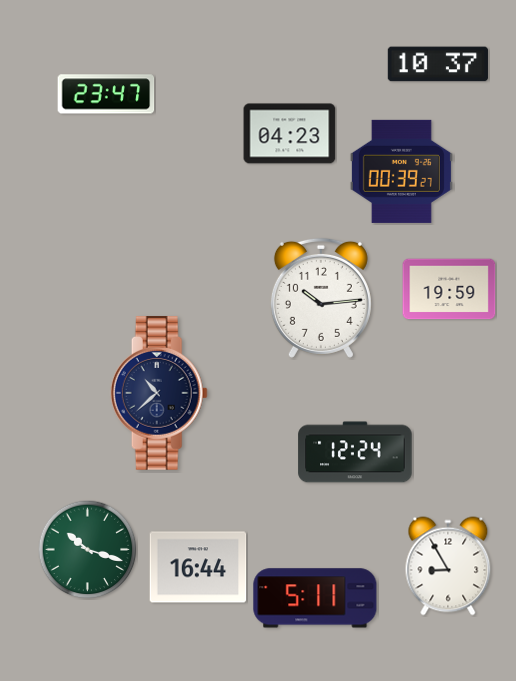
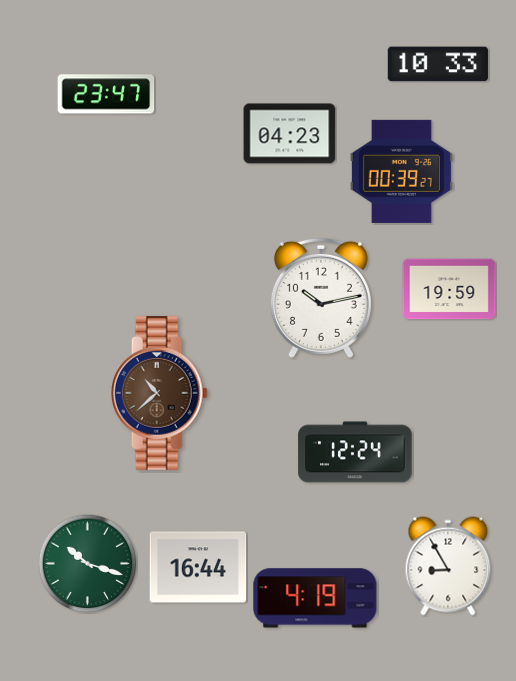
clock at (437, 64): 10:37 -> 10:33
clock at (321, 298): 10:14 -> 10:13
clock at (159, 393) dial: navy -> brown
clock at (88, 550) position: (88, 550) -> (88, 564)
clock at (315, 598): 5:11 -> 4:19
